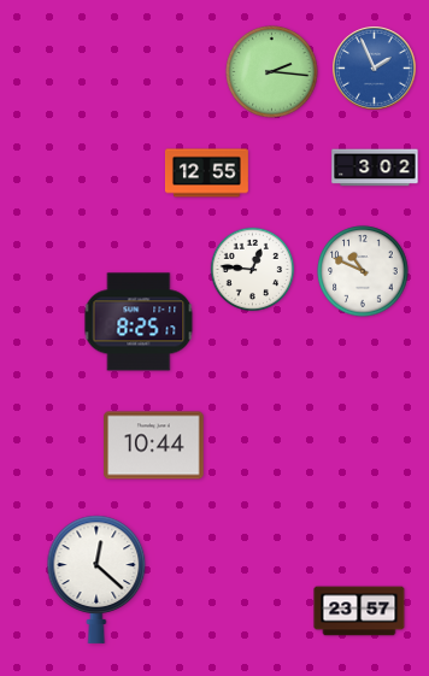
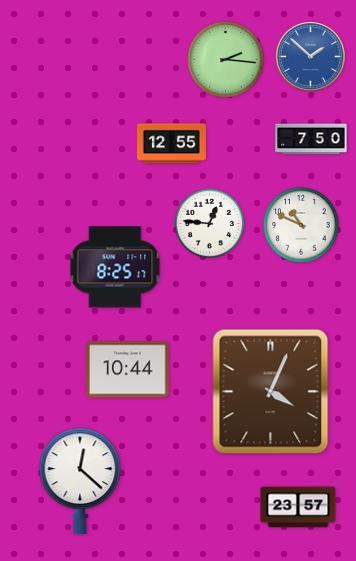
clock at (375, 69): 1:56 -> 1:52
clock at (375, 167): 3:02 -> 7:50
clock at (271, 392): none -> 4:04
